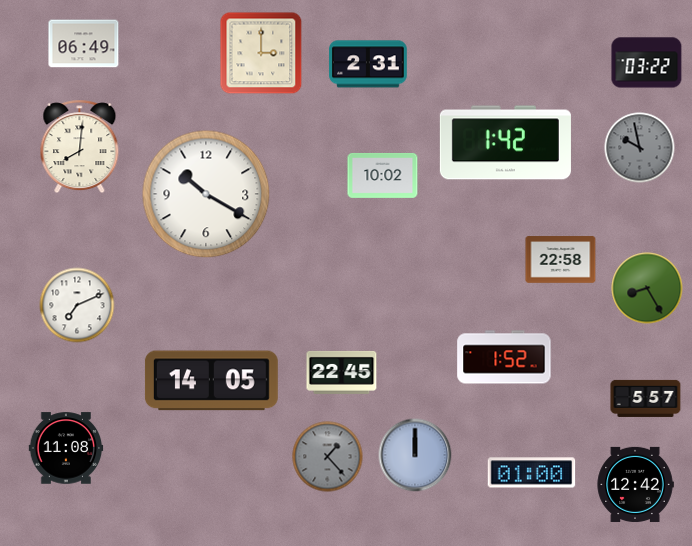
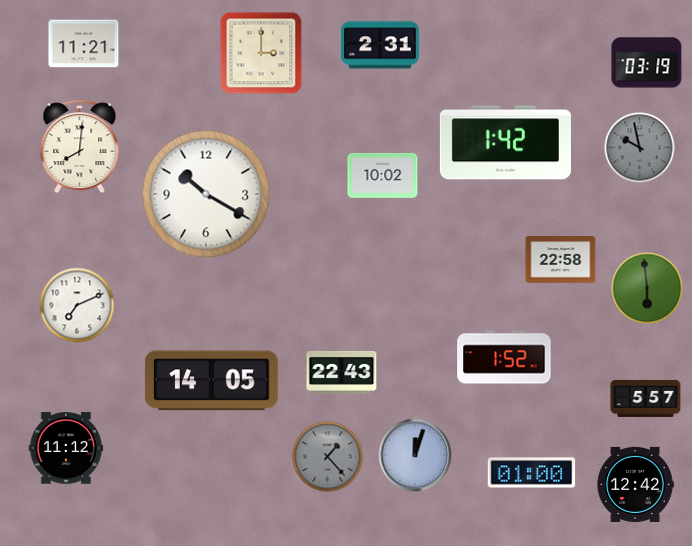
clock at (84, 44): 06:49 -> 11:21
clock at (647, 63): 03:22 -> 03:19
clock at (368, 64) position: (368, 64) -> (380, 45)
clock at (647, 288): 8:25 -> 5:59
clock at (342, 372): 22:45 -> 22:43
clock at (66, 448): 11:08 -> 11:12
clock at (415, 455): 12:00 -> 12:03
